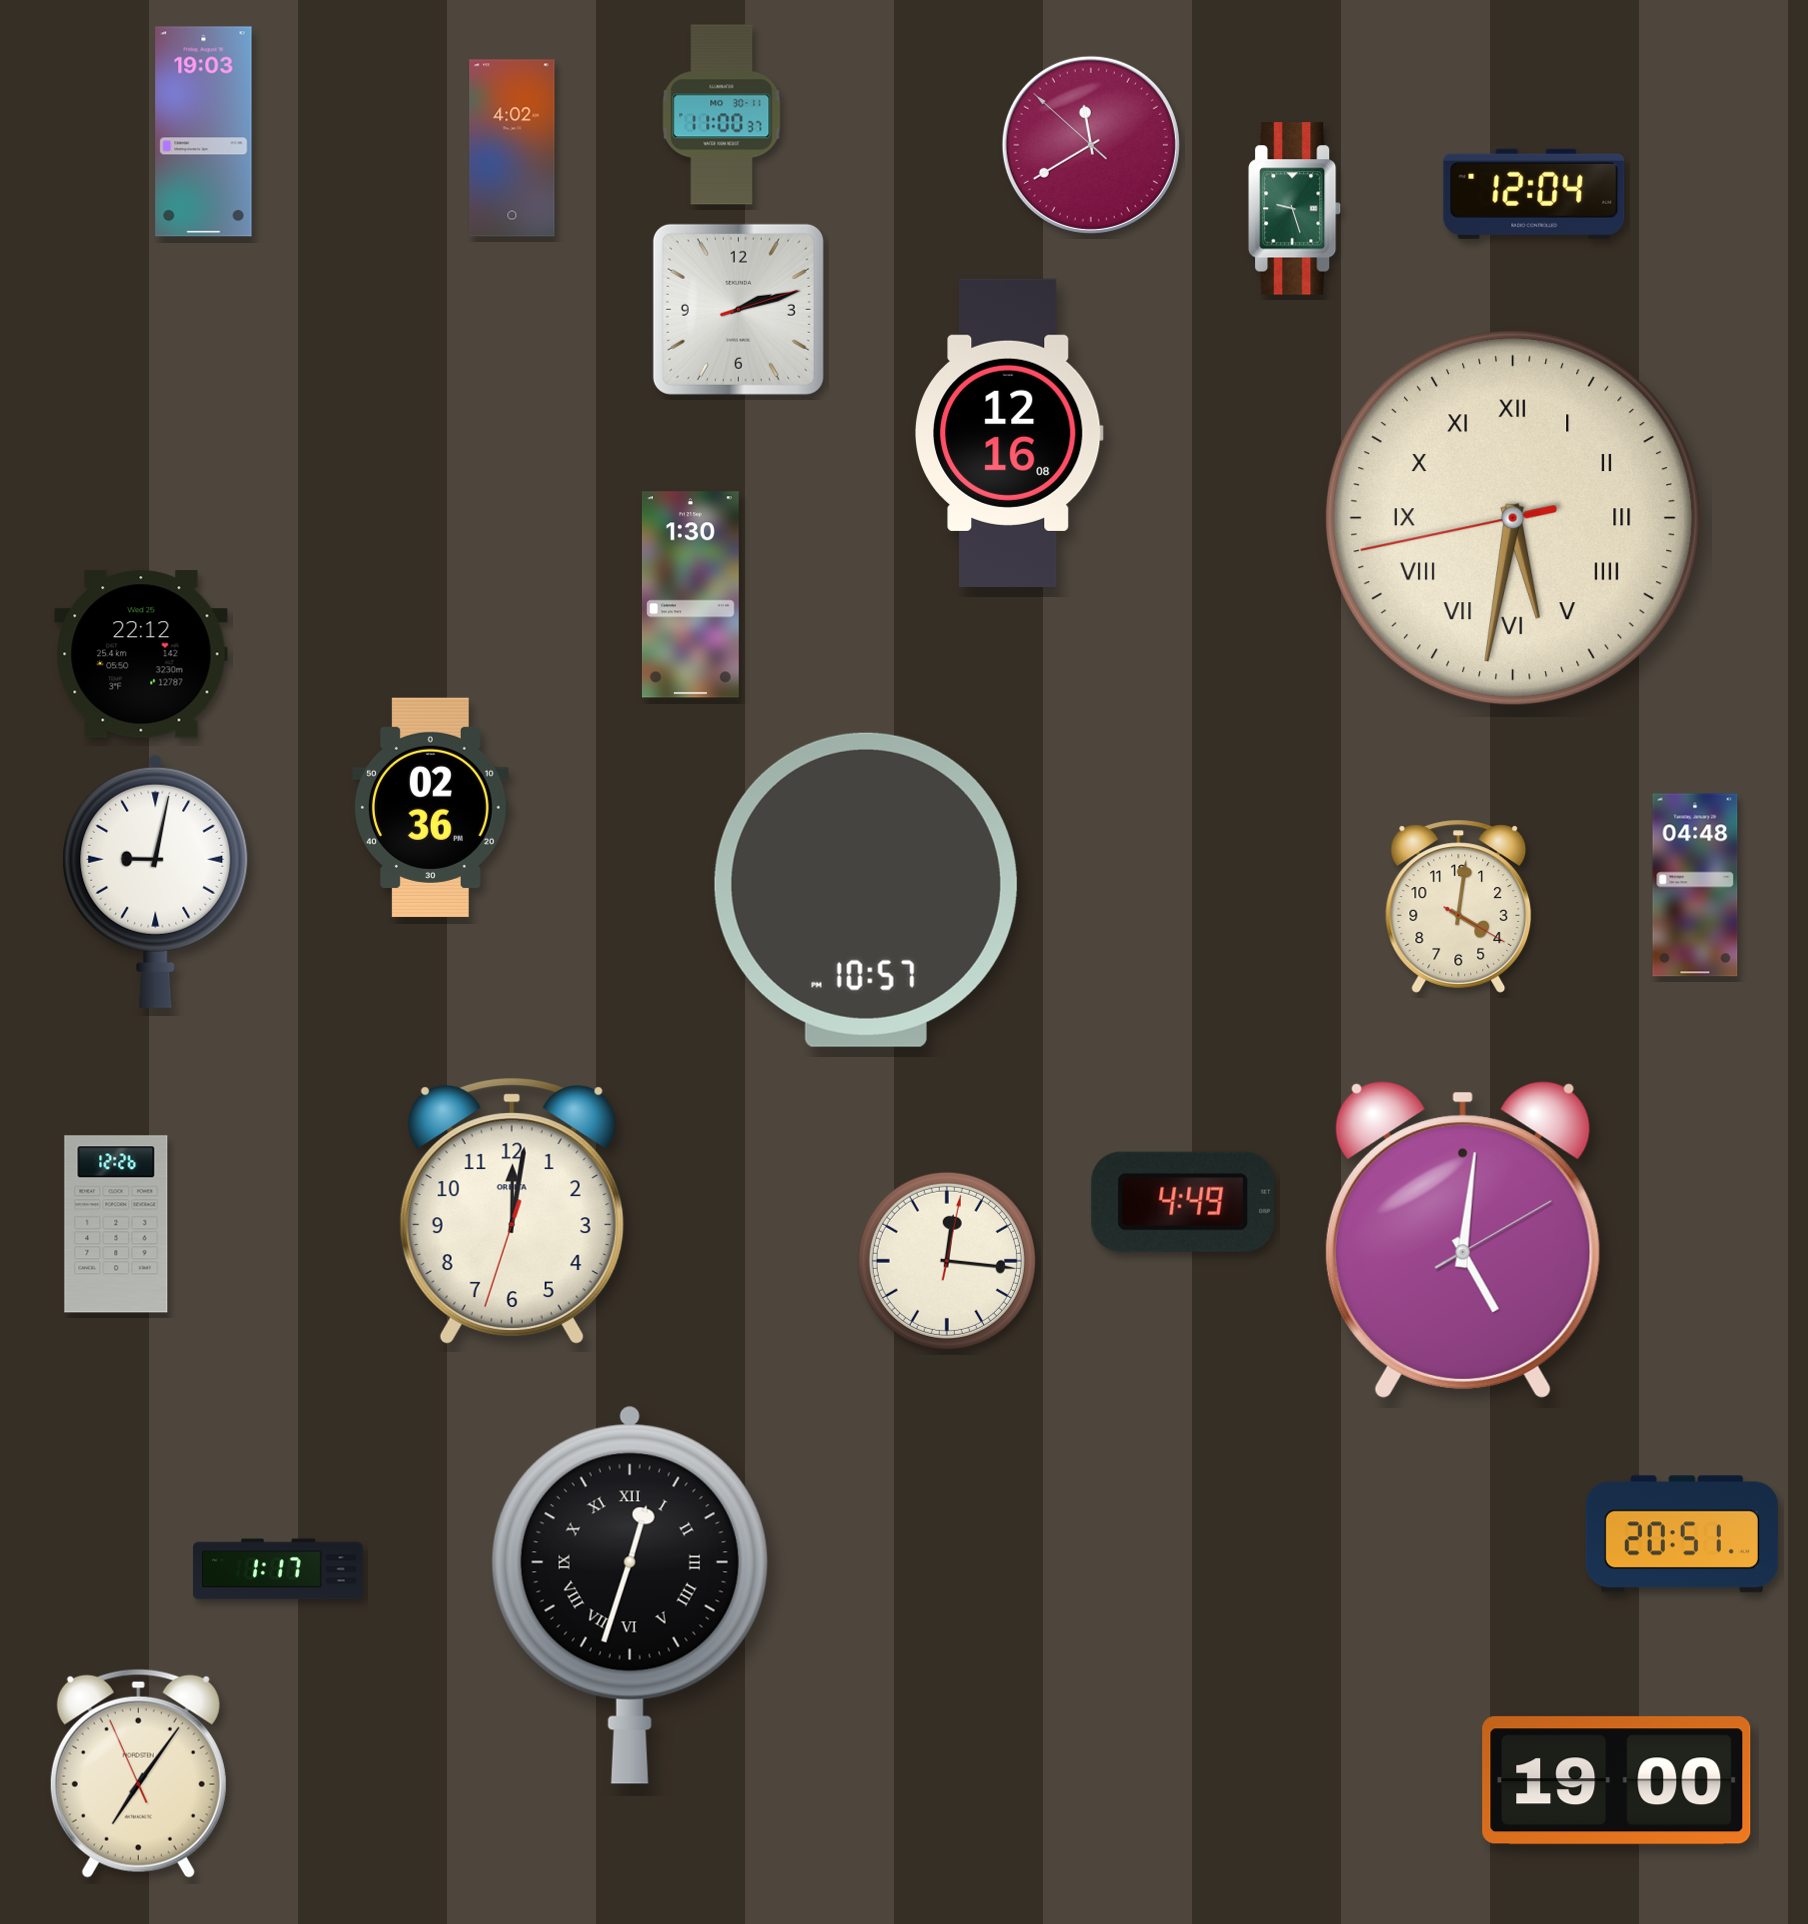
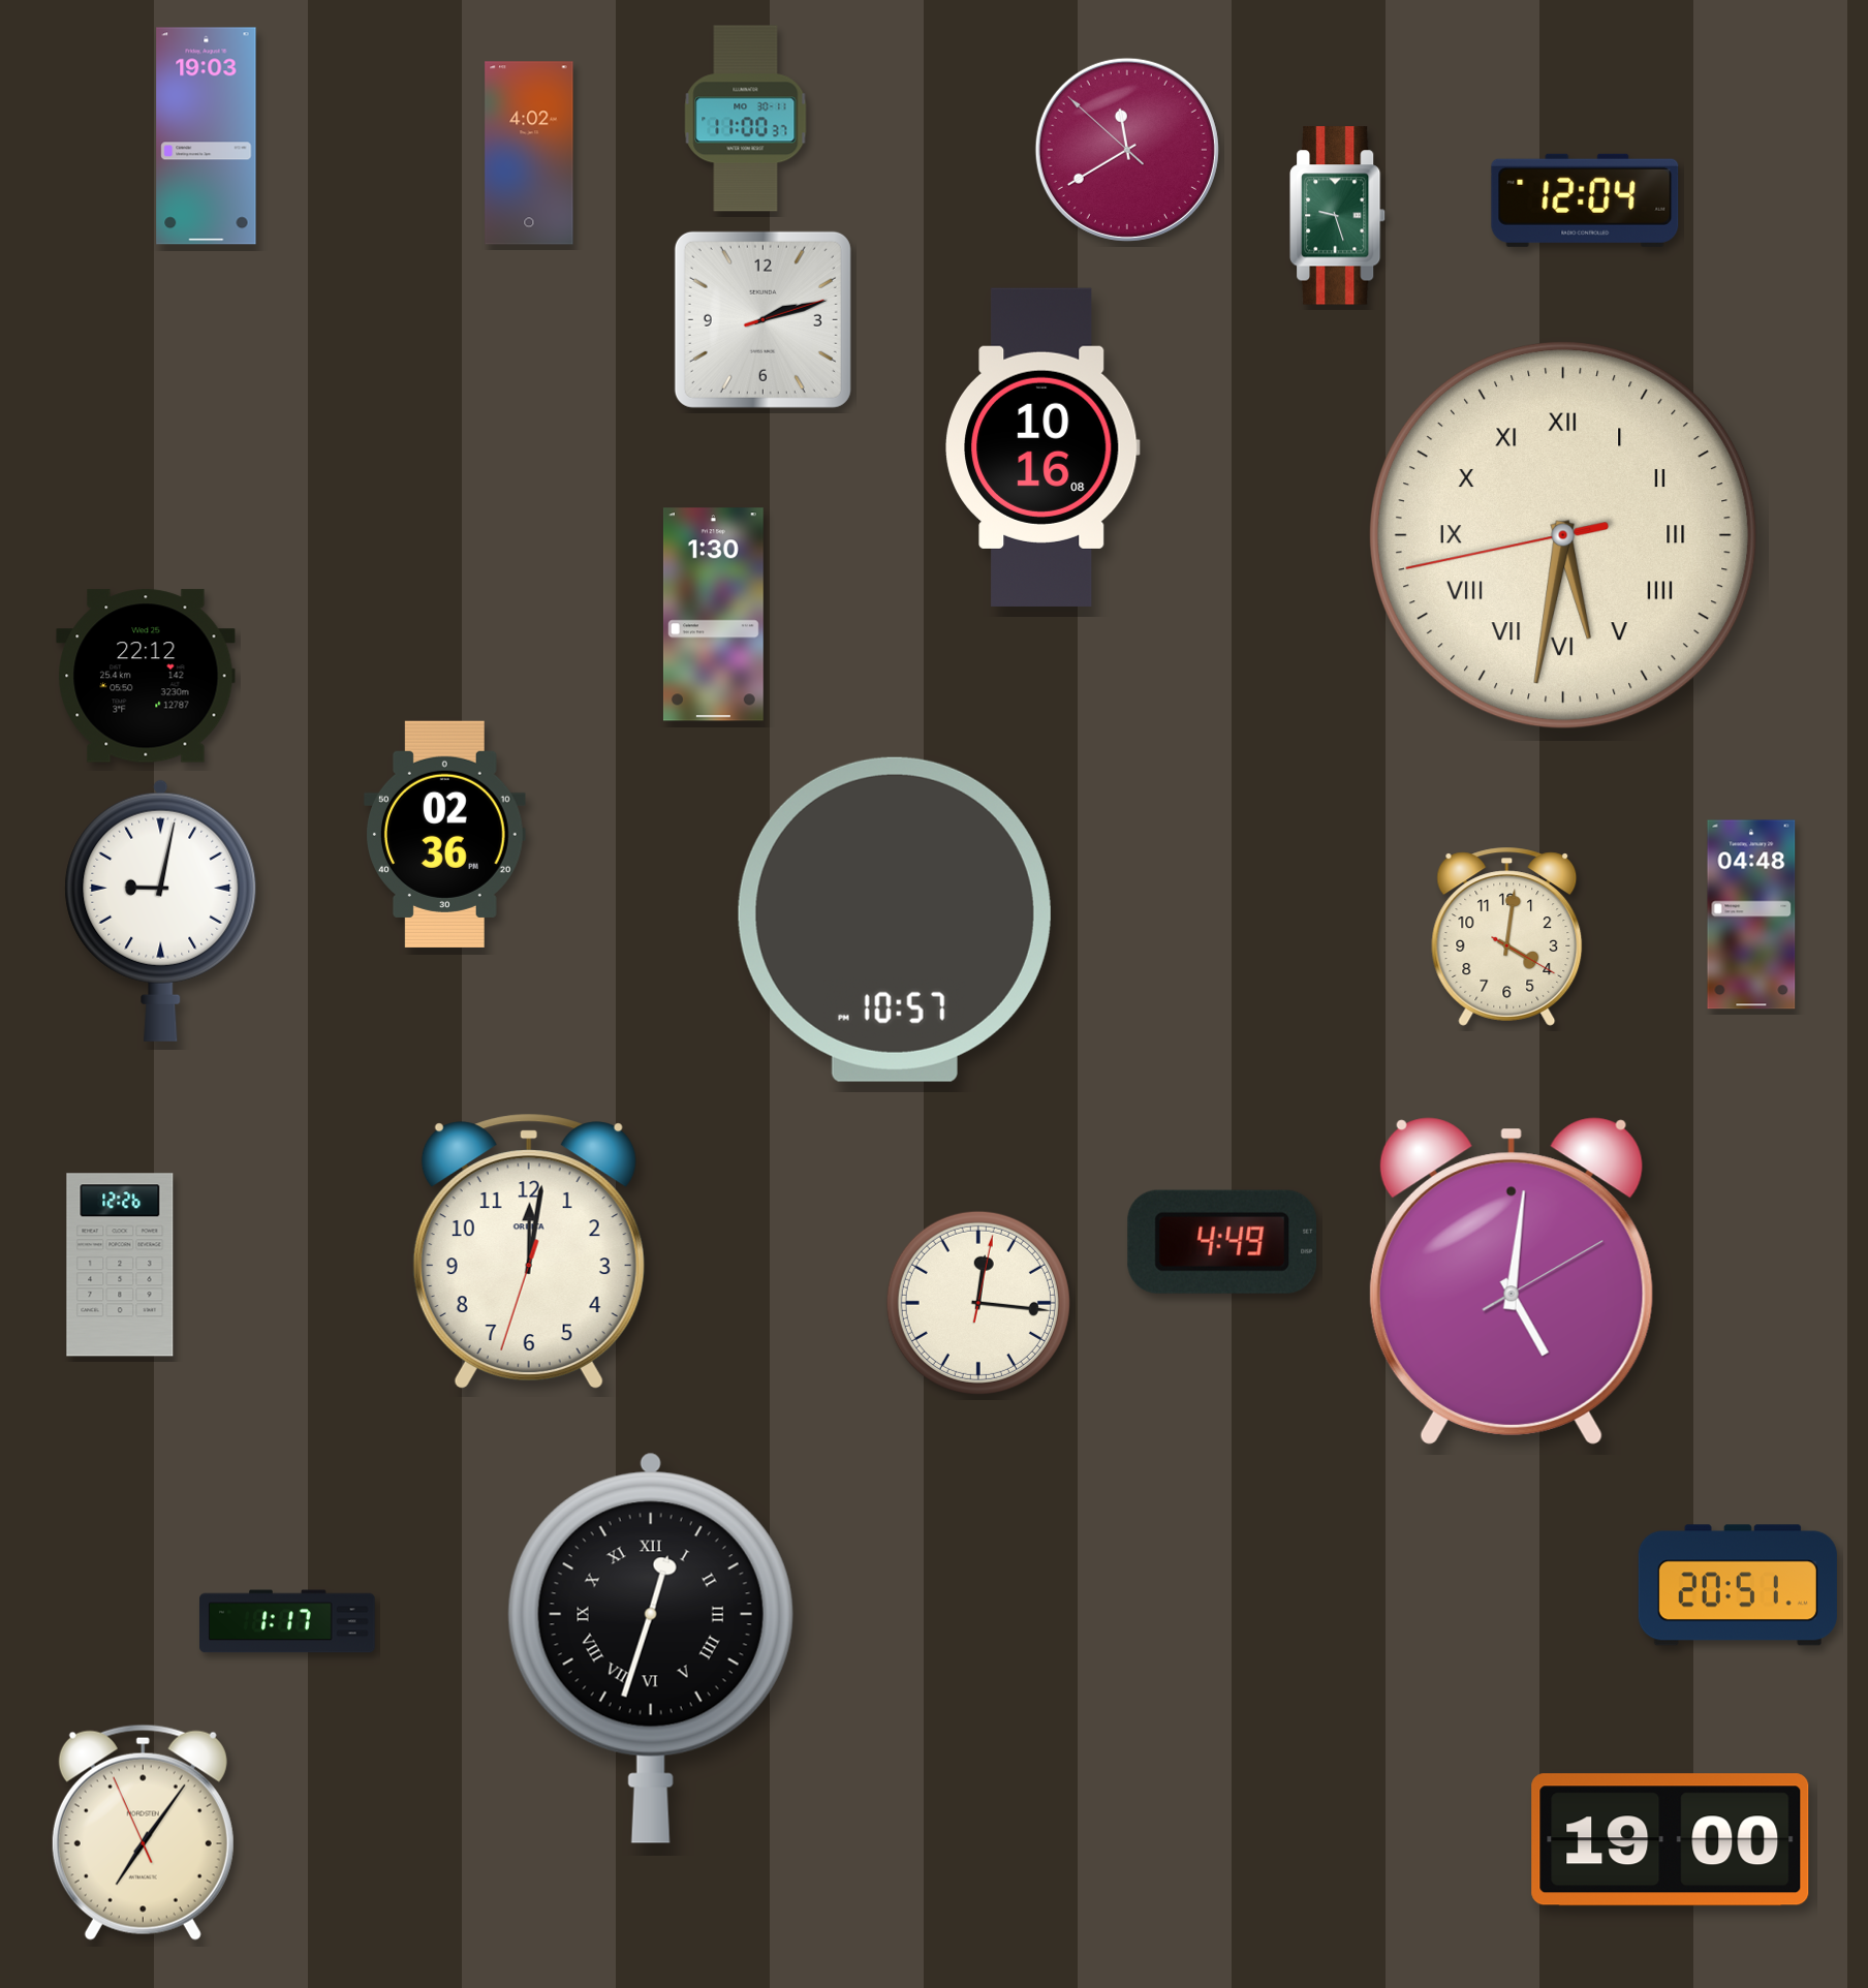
clock at (204, 132) position: (204, 132) -> (207, 136)
clock at (1010, 433): 12:16 -> 10:16
